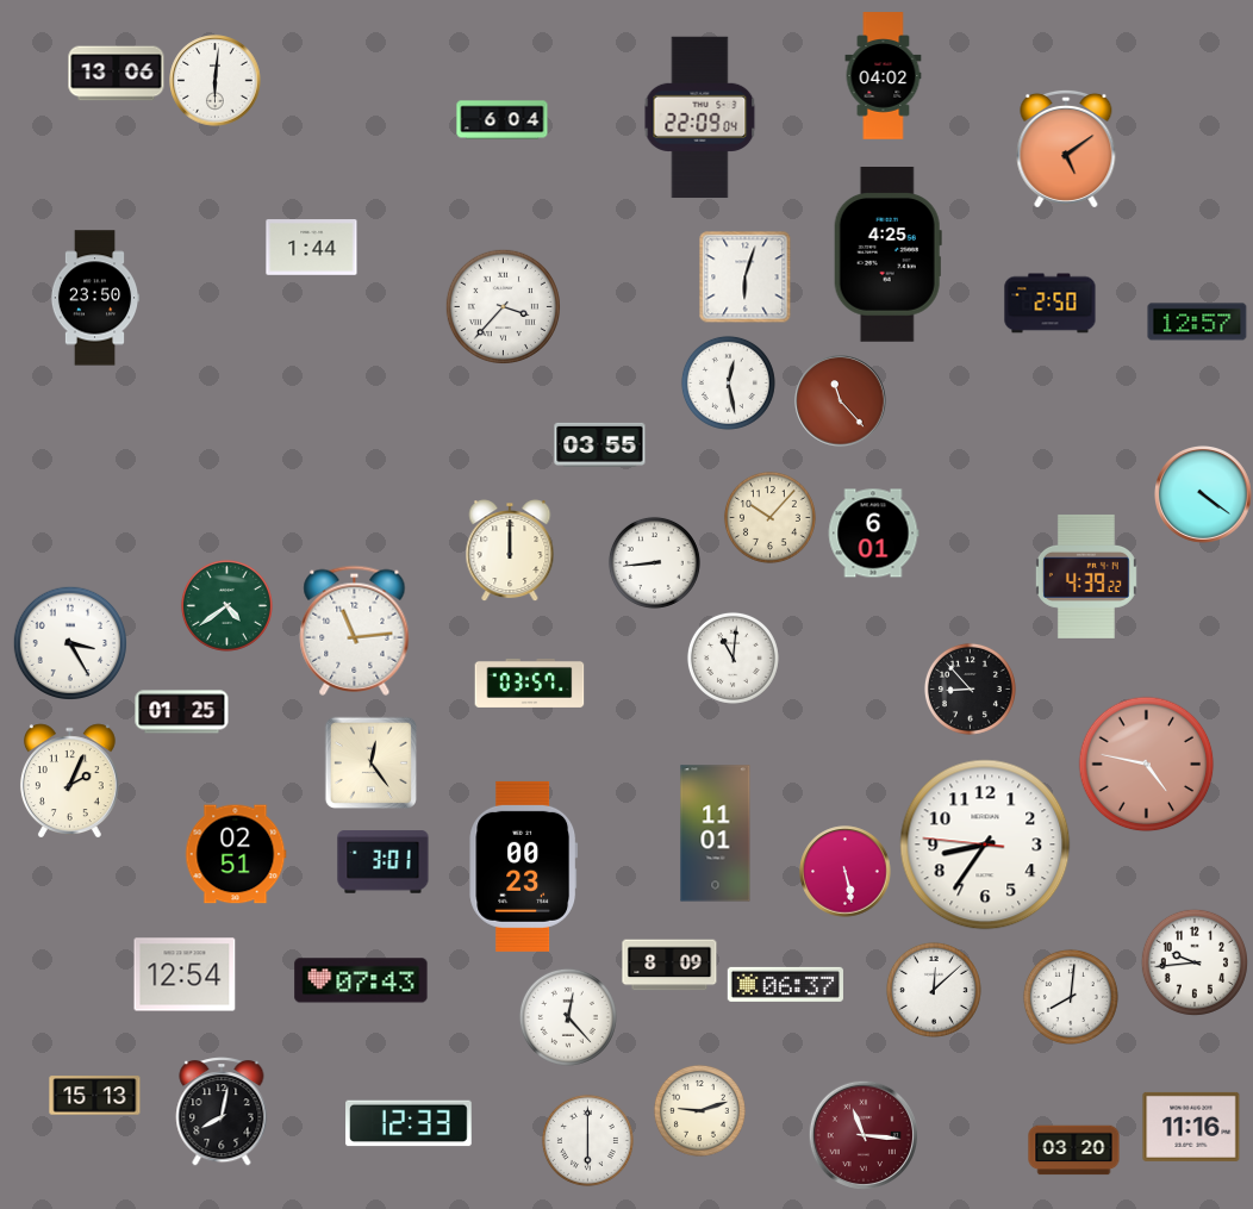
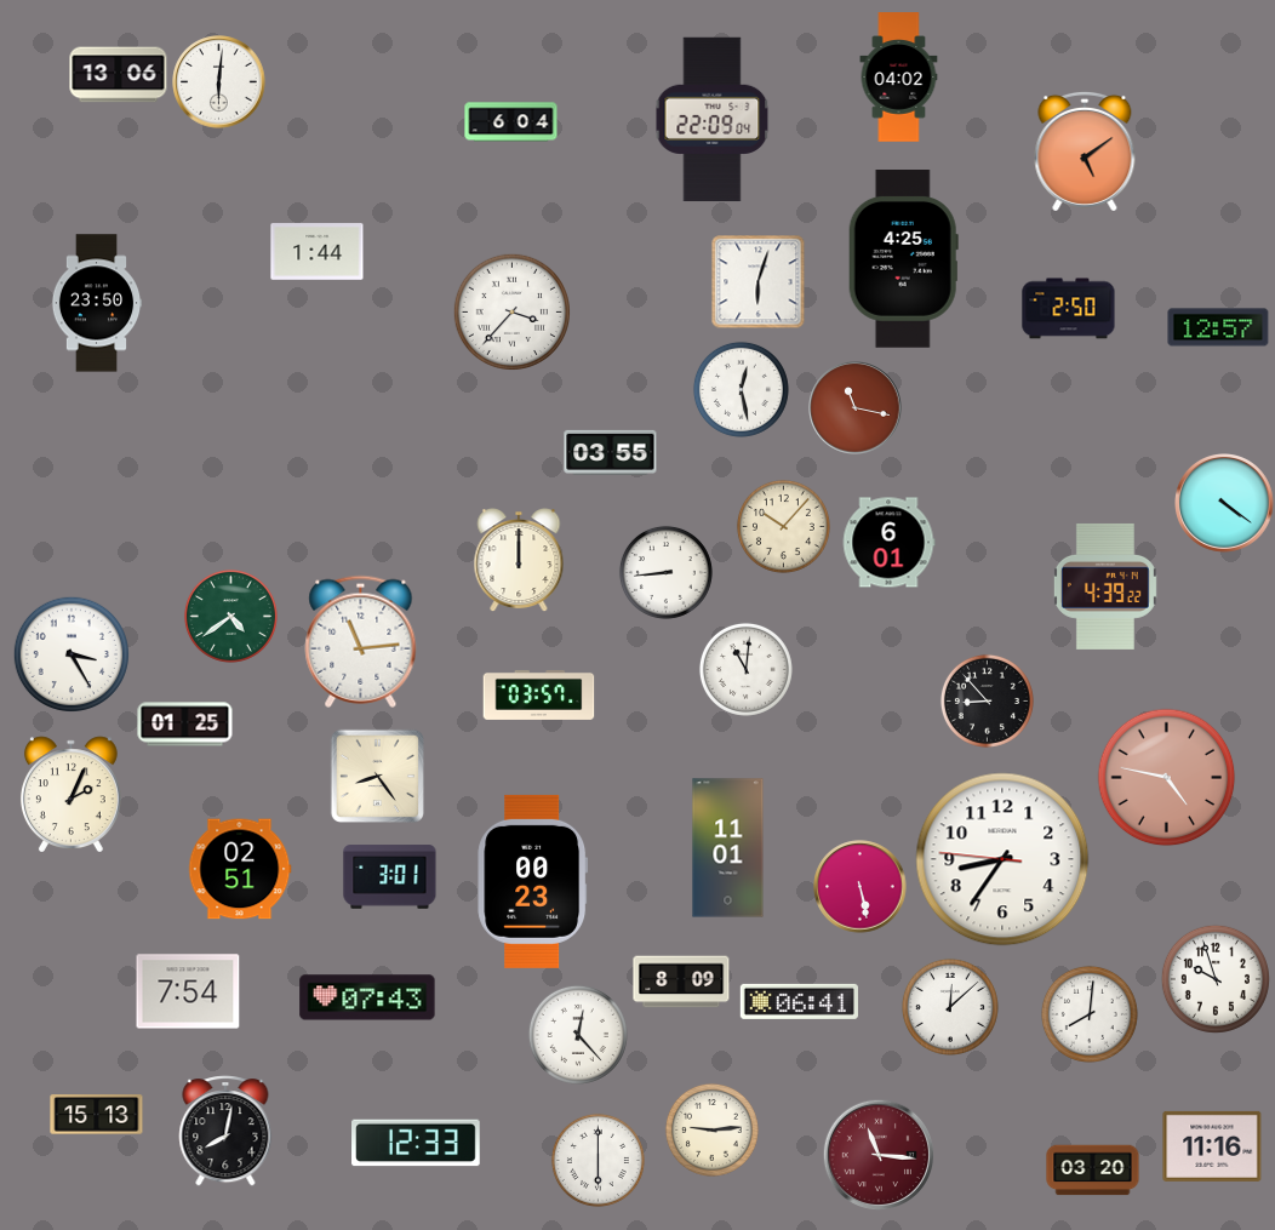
clock at (841, 401): 11:23 -> 11:17
clock at (370, 762): 12:24 -> 8:24
clock at (1195, 962): 9:44 -> 9:57
clock at (185, 974): 12:54 -> 7:54
clock at (785, 984): 06:37 -> 06:41
clock at (699, 1110): 9:12 -> 9:14
